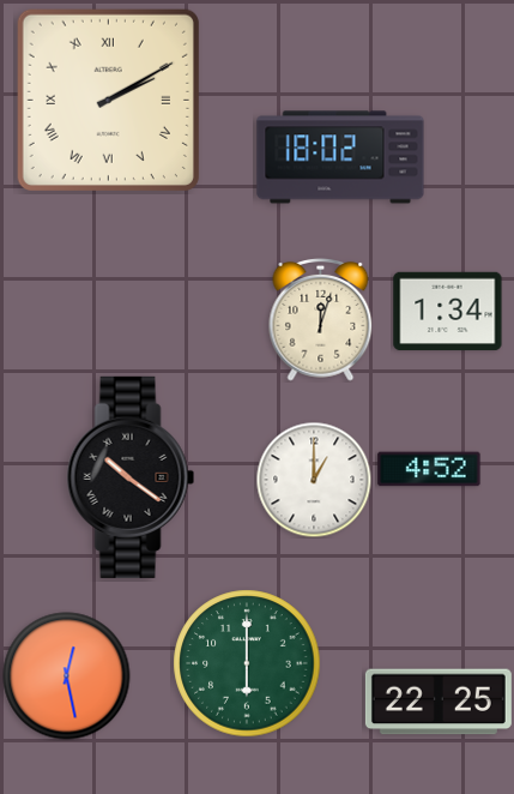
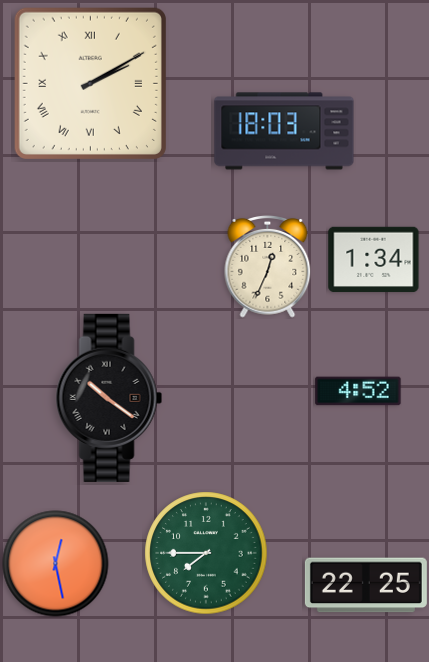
clock at (340, 157): 18:02 -> 18:03
clock at (321, 319): 12:03 -> 12:34
clock at (314, 480): 1:00 -> none
clock at (247, 663): 6:00 -> 7:45
